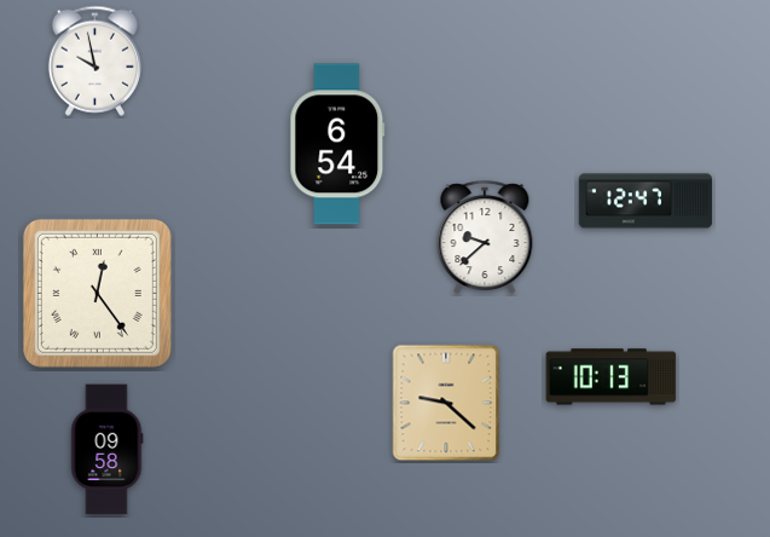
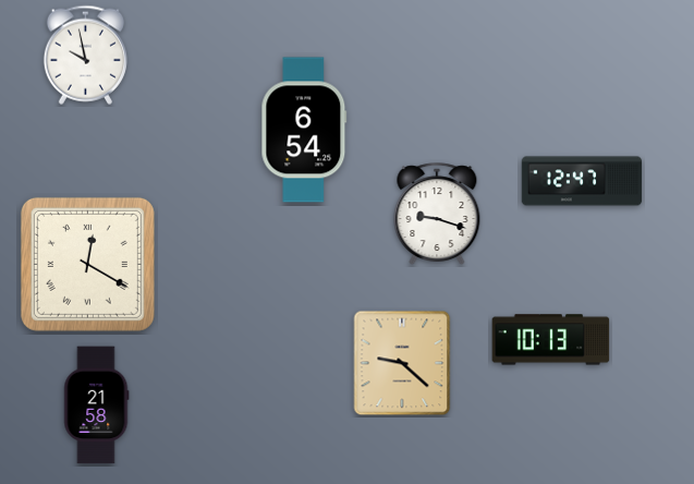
clock at (485, 237): 9:38 -> 9:18
clock at (97, 293): 12:24 -> 12:20
clock at (108, 450): 09:58 -> 21:58
